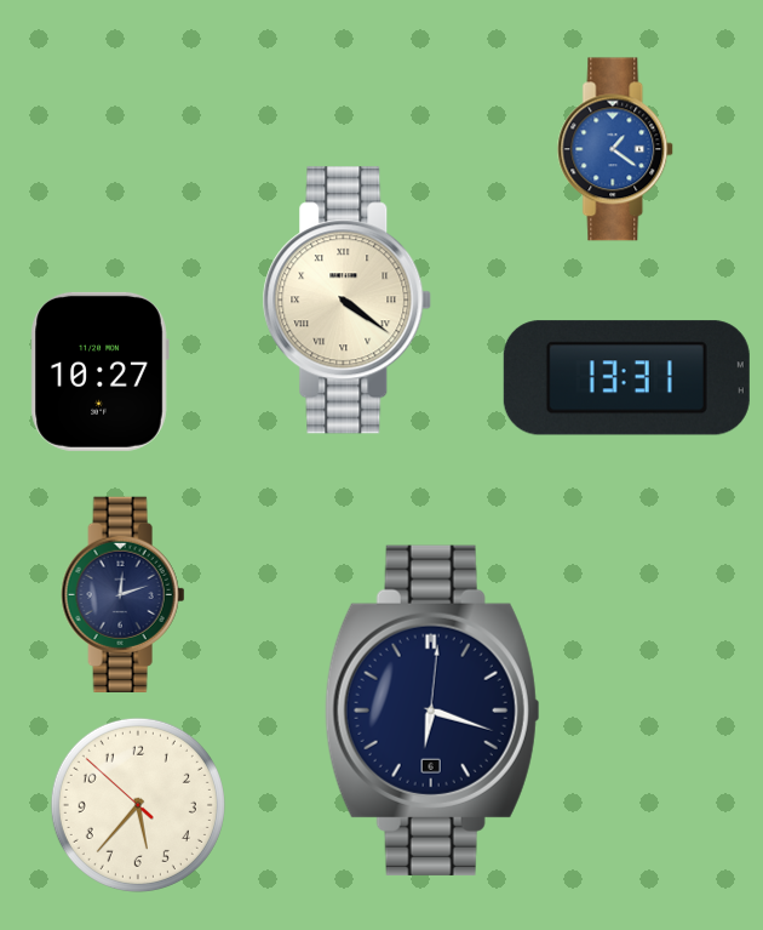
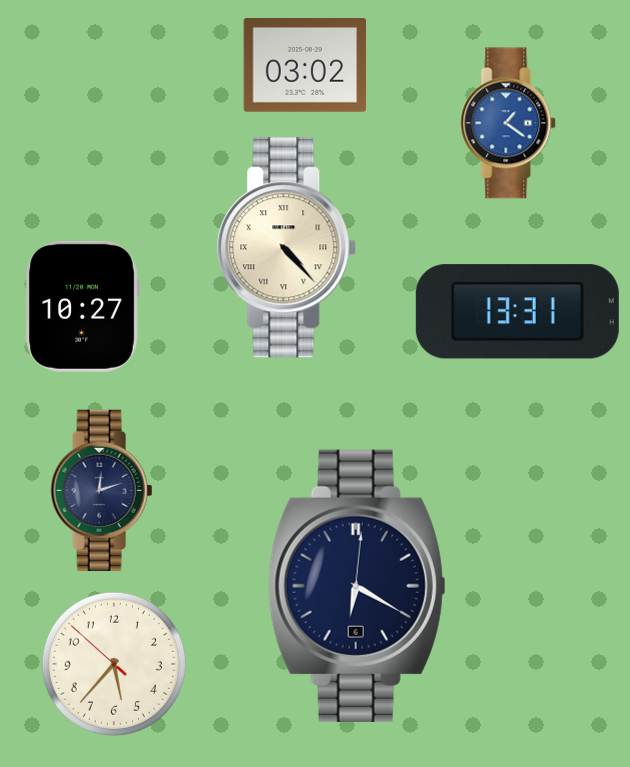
clock at (305, 66): none -> 03:02
clock at (348, 301): 4:21 -> 4:23
clock at (432, 711): 6:18 -> 6:20
